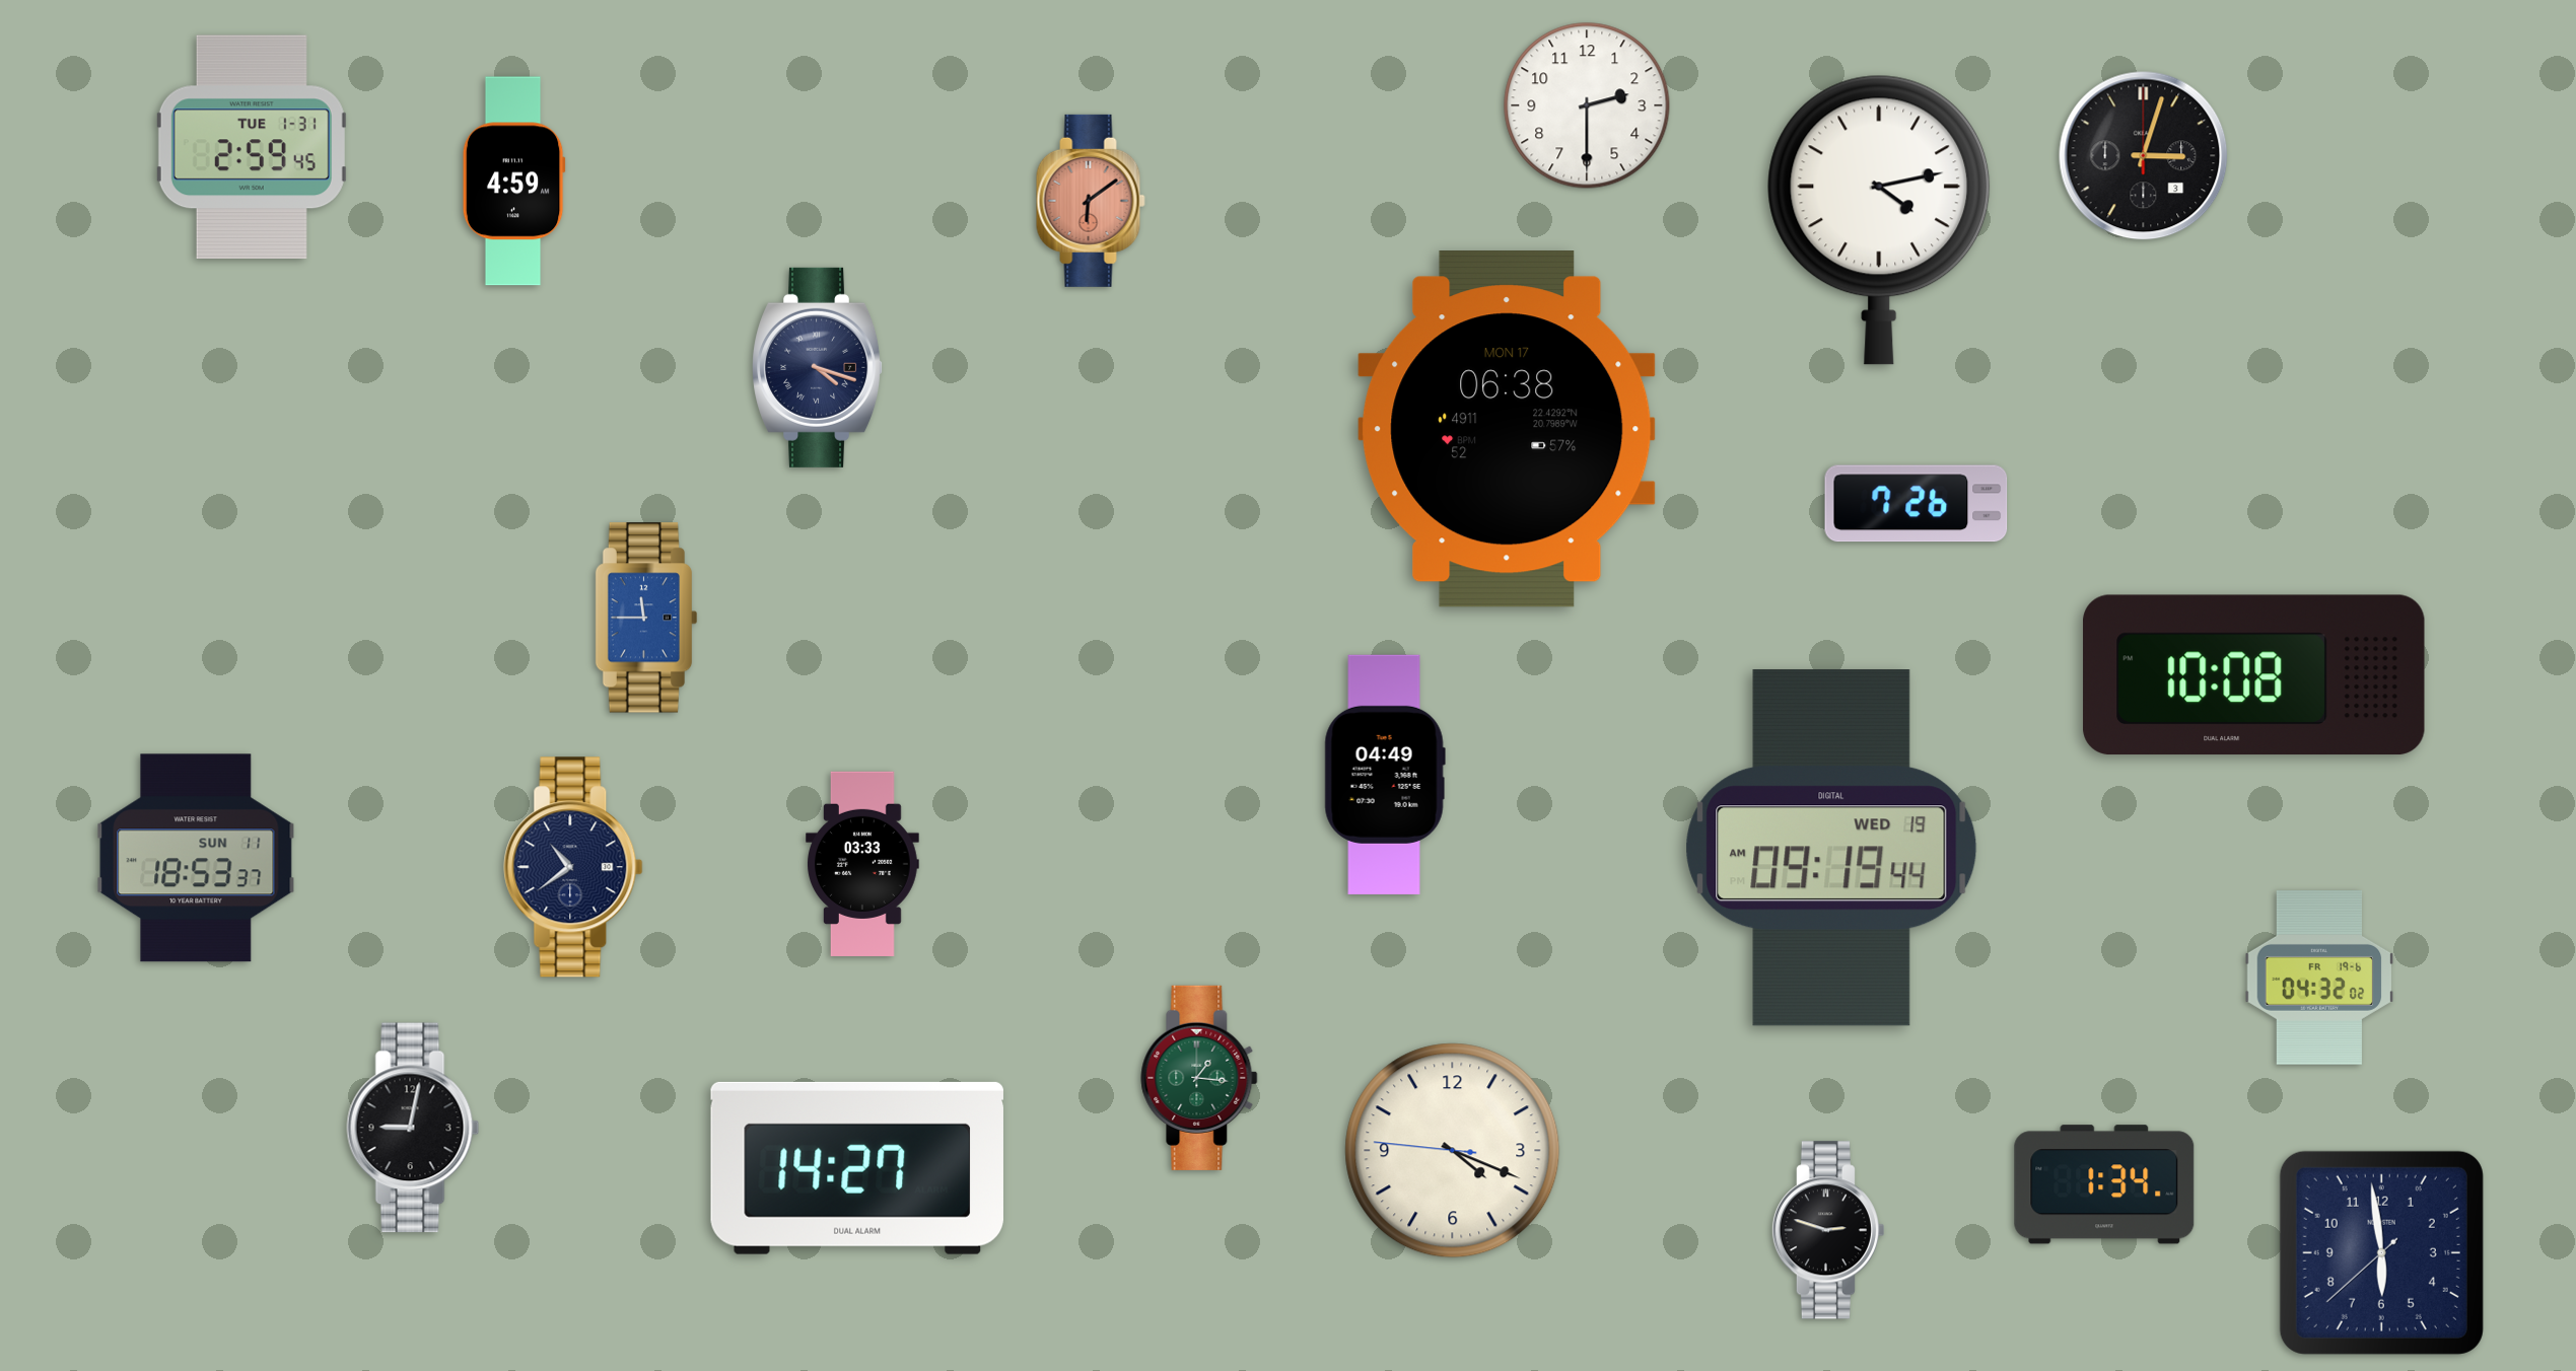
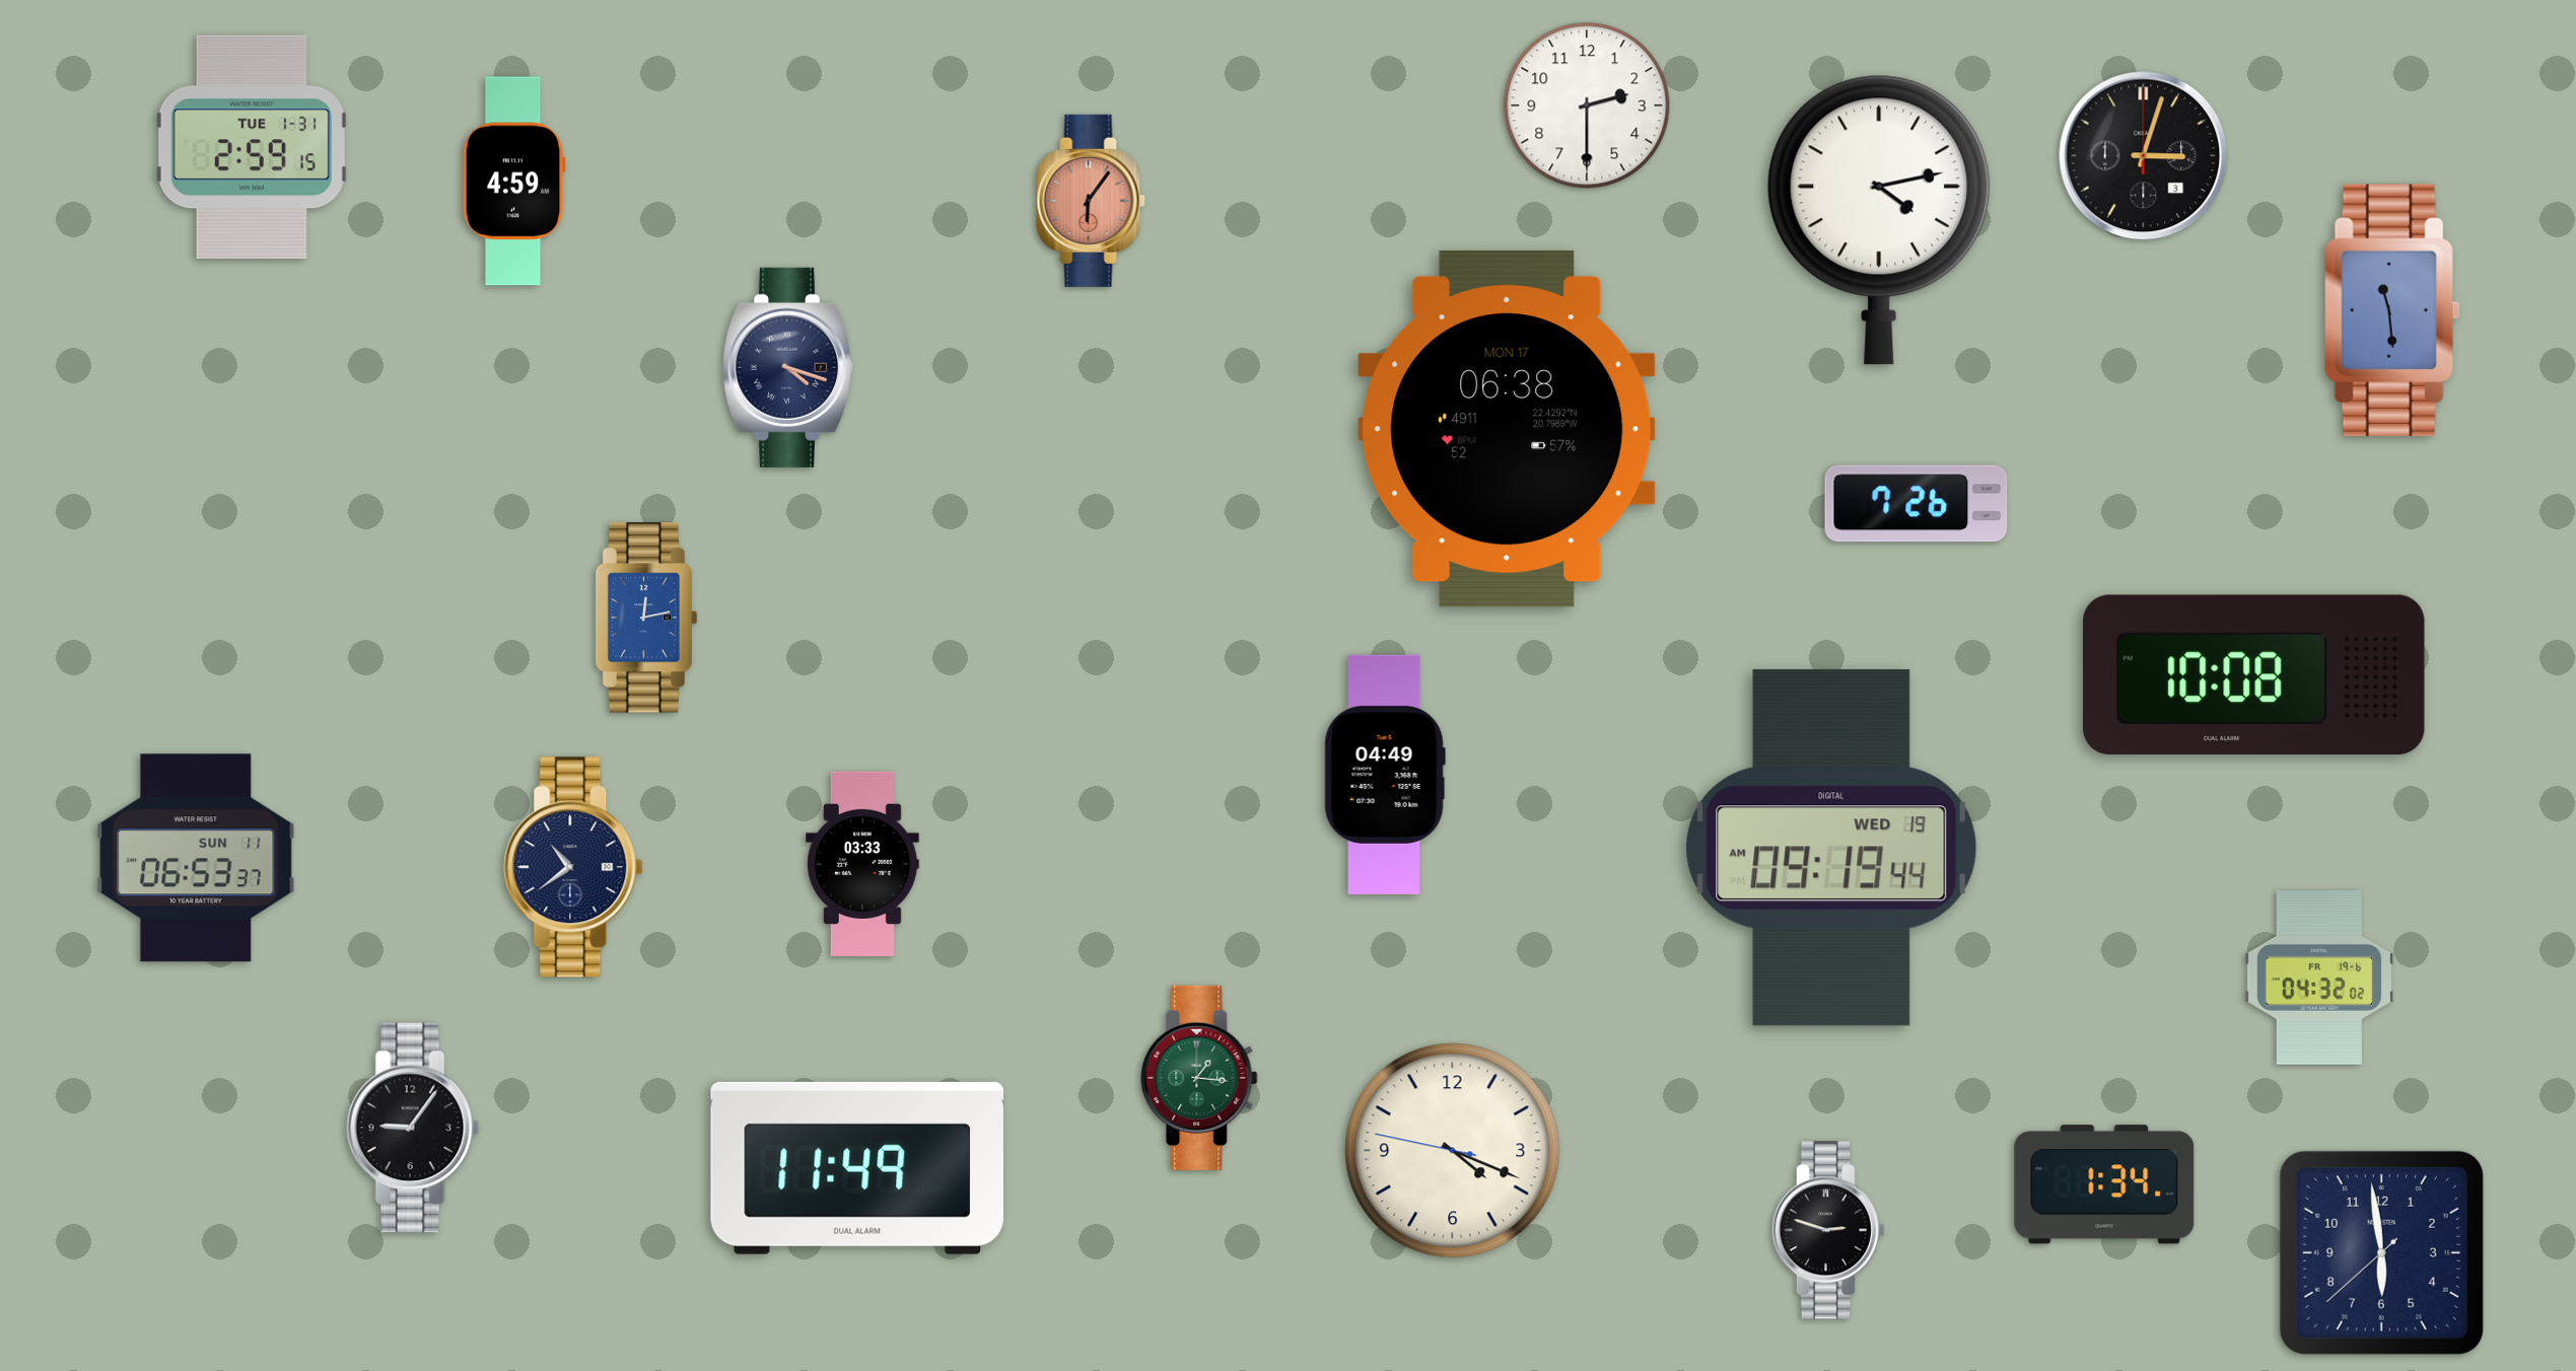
clock at (252, 147): 2:59:45 -> 2:59:15
clock at (1091, 201): 6:09 -> 6:06
clock at (2392, 310): none -> 11:29
clock at (818, 367) position: (818, 367) -> (788, 367)
clock at (646, 618): 11:45 -> 12:13
clock at (196, 858): 18:53 -> 06:53
clock at (413, 1128): 9:02 -> 9:06
clock at (1453, 1151): 4:18:46 -> 4:18:47
clock at (857, 1168): 14:27 -> 11:49
